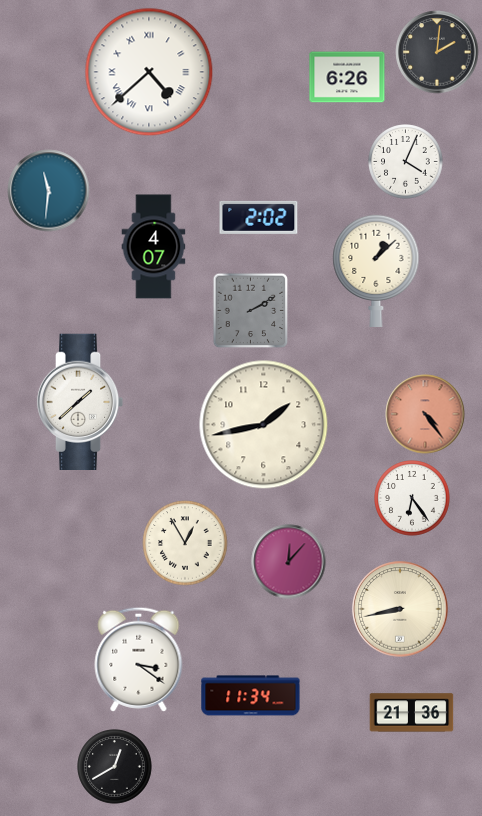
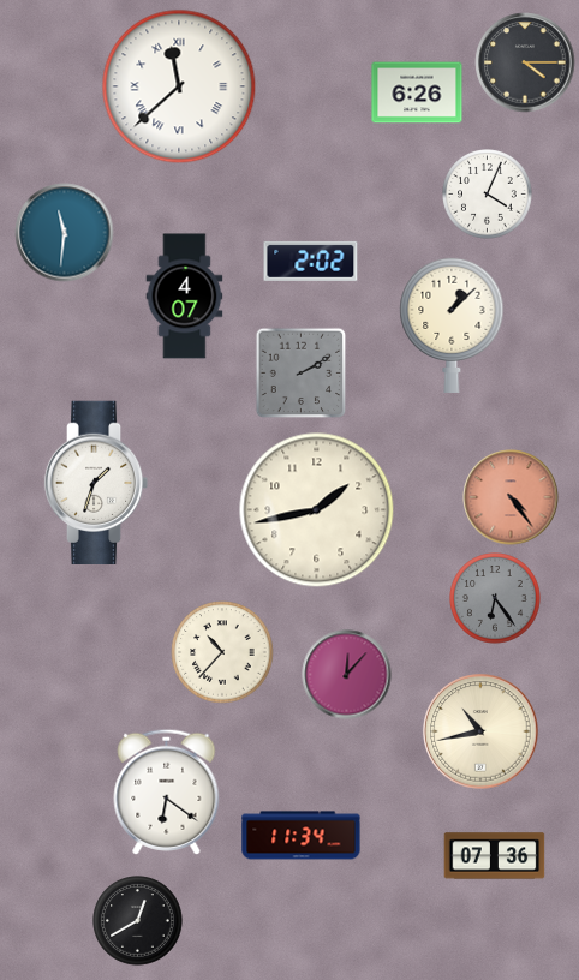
clock at (437, 52): 2:01 -> 4:15
clock at (149, 72): 4:38 -> 11:38
clock at (49, 191) position: (49, 191) -> (65, 233)
clock at (80, 401): 1:38 -> 1:33
clock at (412, 498) dial: white -> grey
clock at (185, 543): 12:55 -> 10:37
clock at (400, 609): 8:43 -> 10:43
clock at (139, 659): 3:21 -> 6:21
clock at (412, 713): 21:36 -> 07:36
